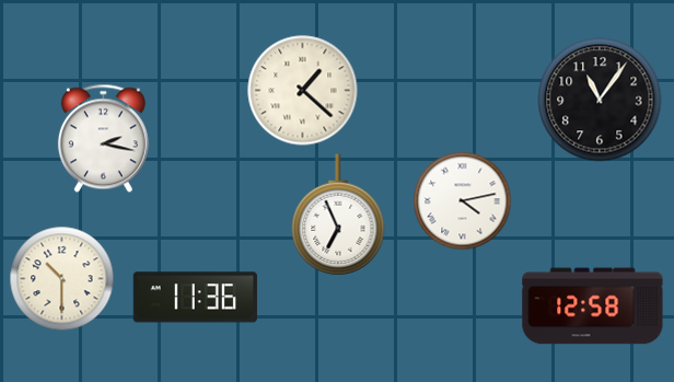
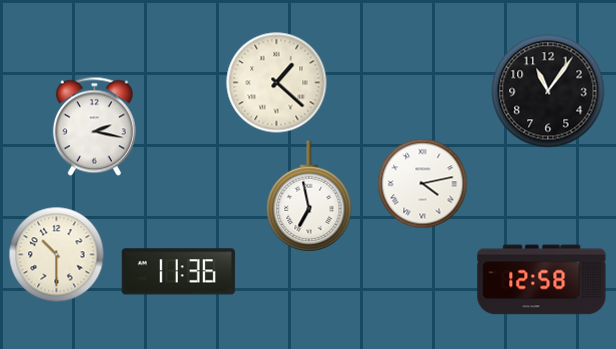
clock at (338, 215): 6:56 -> 6:58
